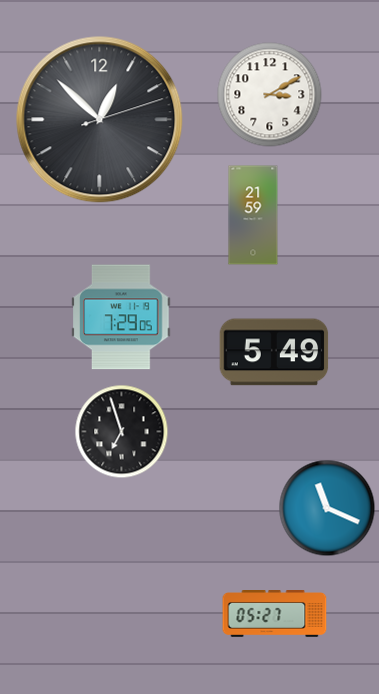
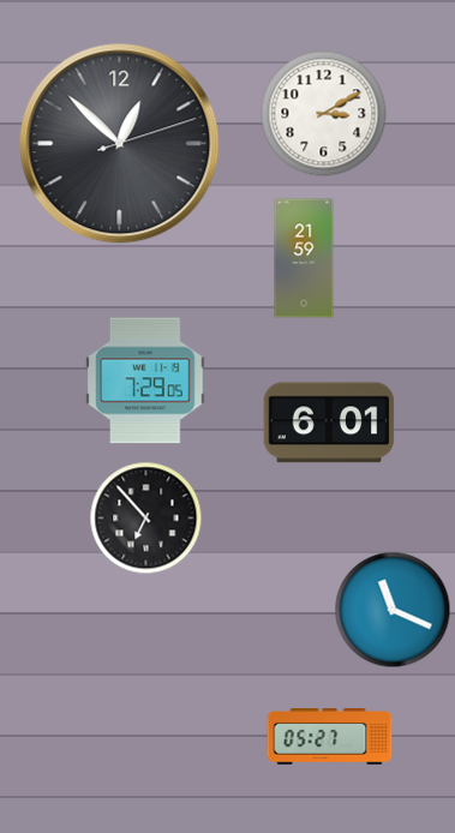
clock at (274, 352): 5:49 -> 6:01
clock at (122, 432): 6:57 -> 6:53
